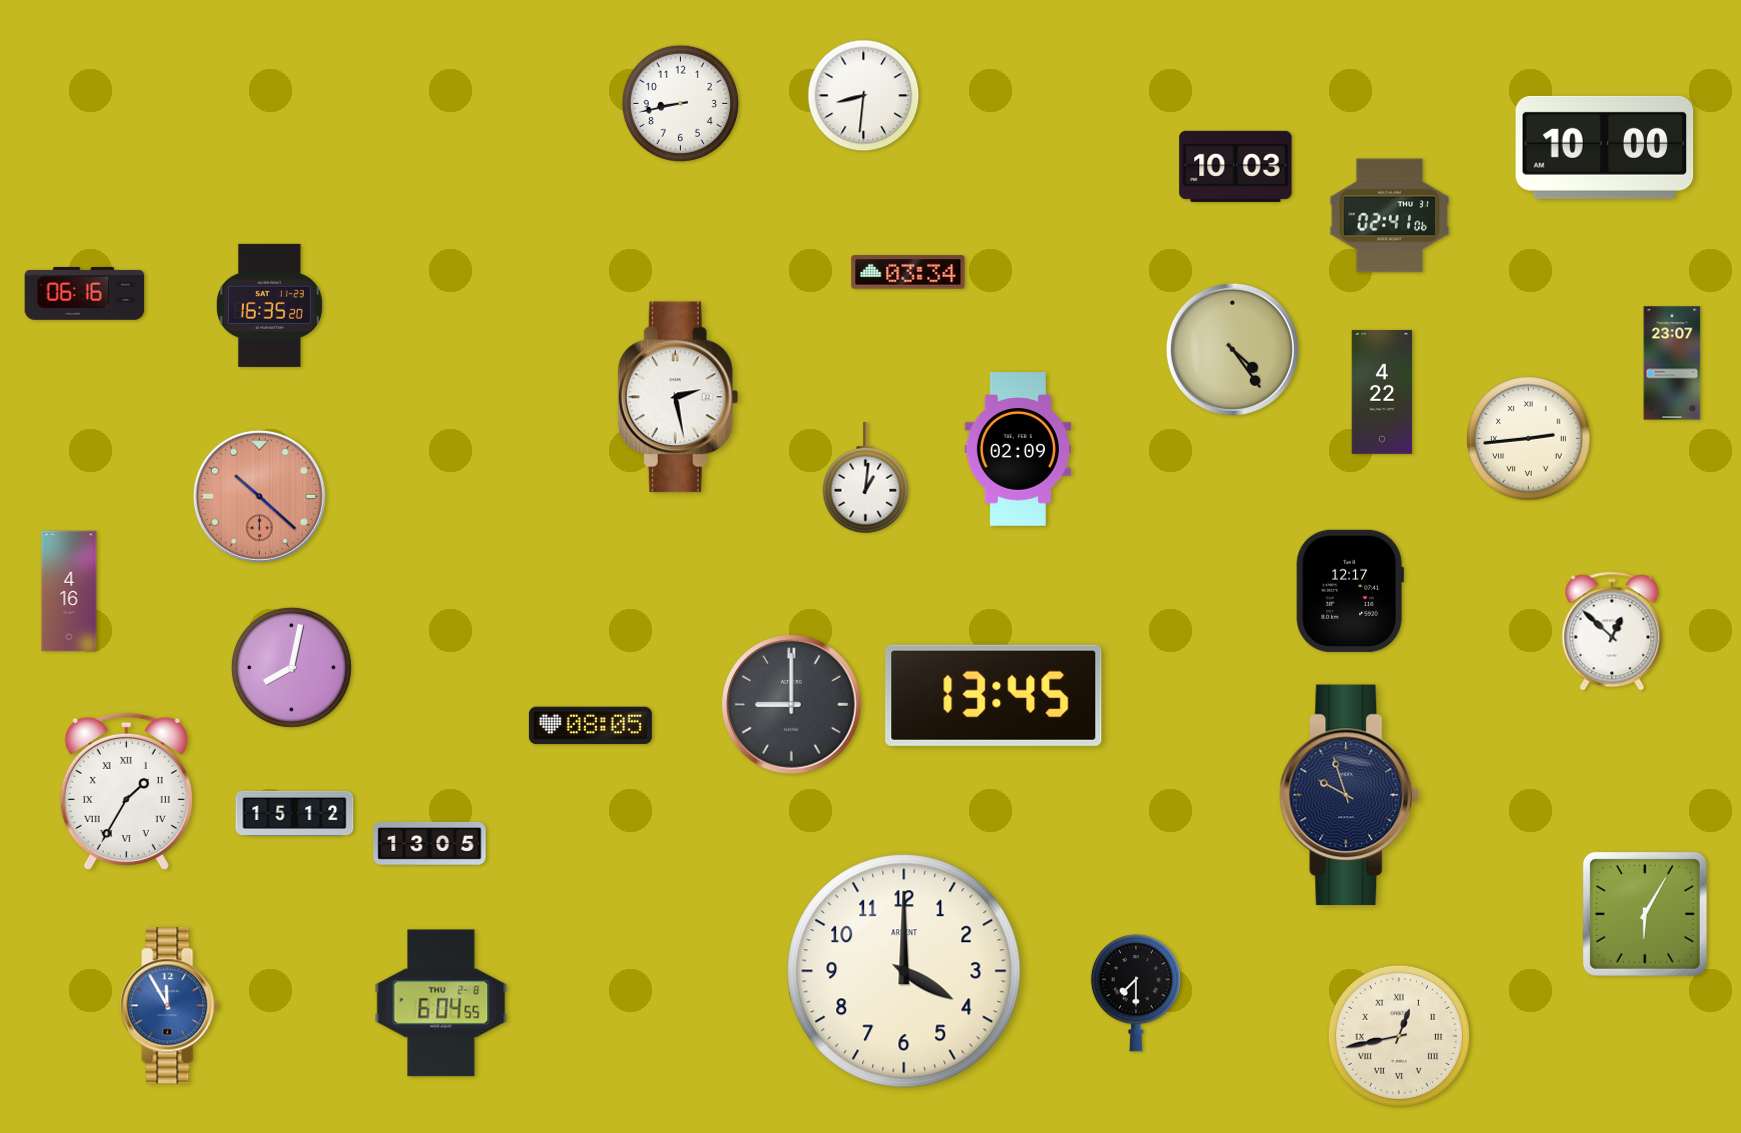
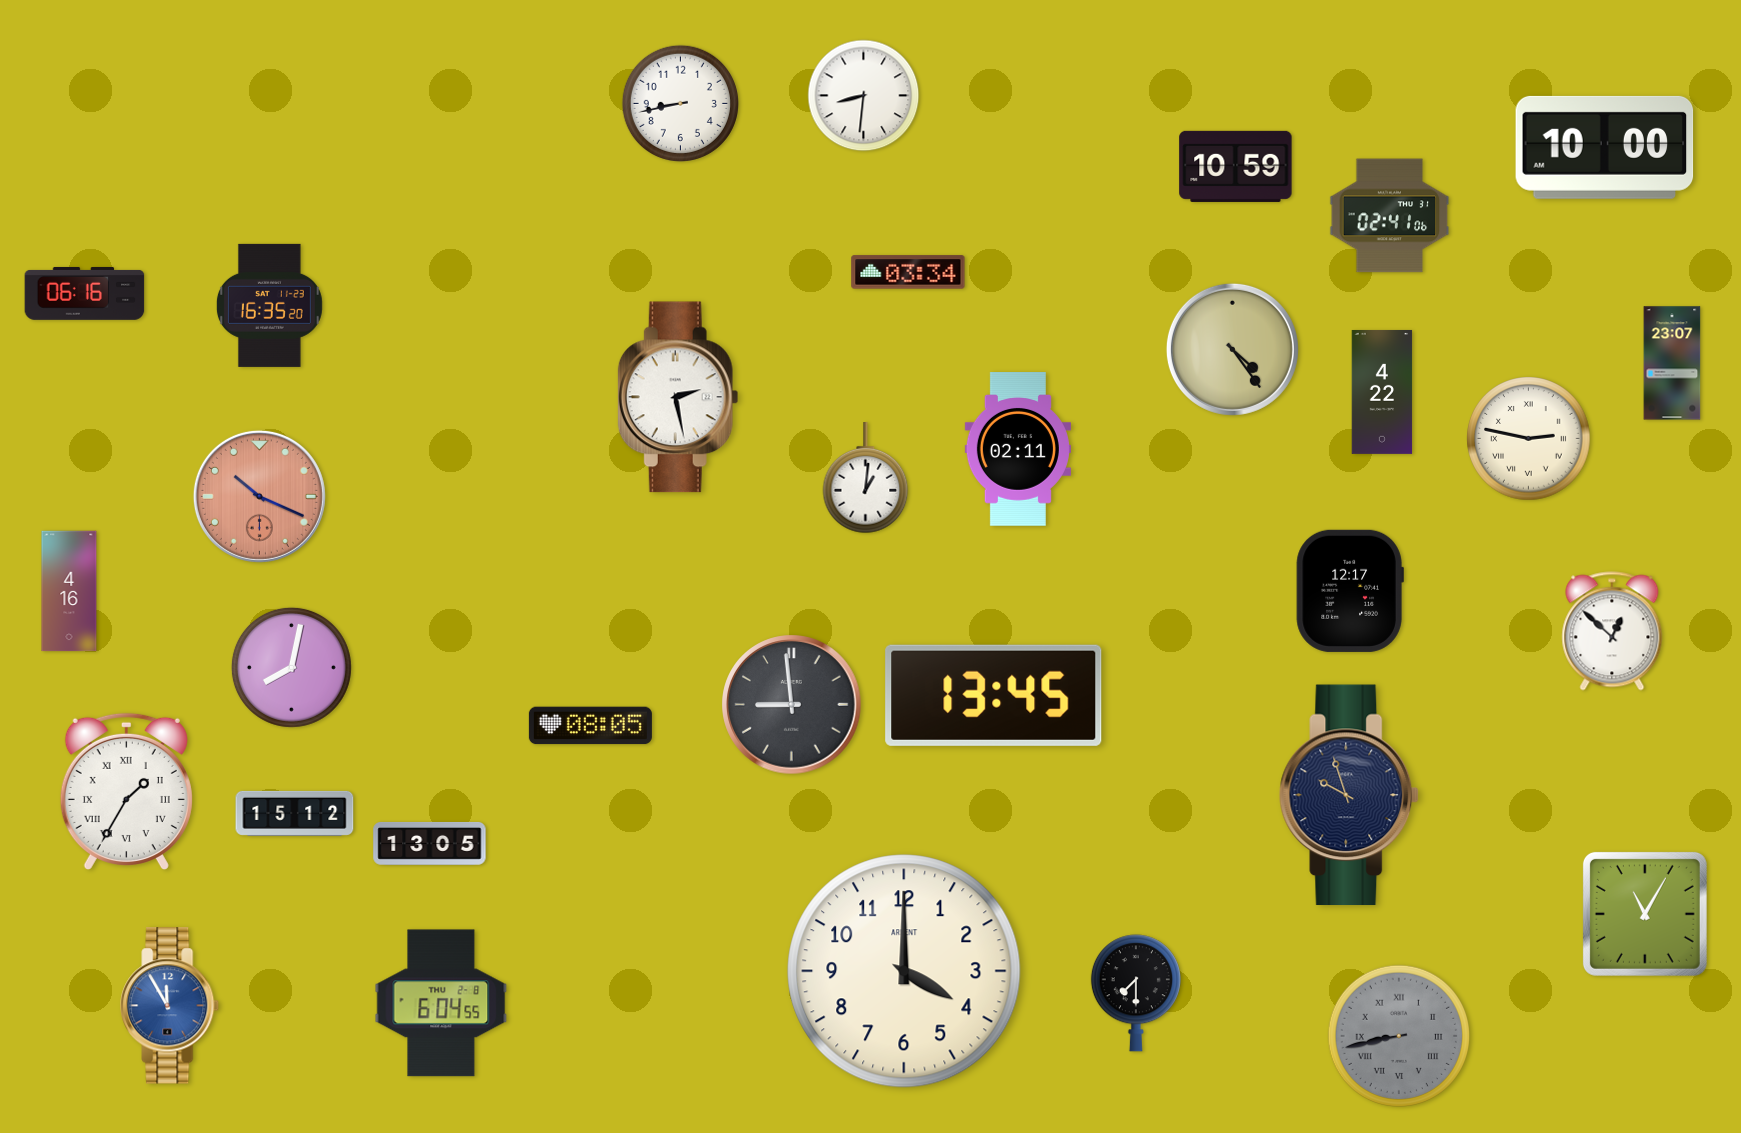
clock at (1236, 166): 10:03 -> 10:59
clock at (1529, 439): 2:44 -> 2:47
clock at (1018, 449): 02:09 -> 02:11
clock at (259, 496): 10:22 -> 10:19
clock at (792, 705): 9:00 -> 8:59
clock at (1645, 914): 6:05 -> 11:05
clock at (1399, 1036): 12:43 -> 8:43
clock at (1399, 1036) dial: cream -> grey
